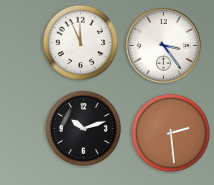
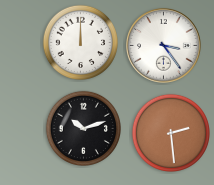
clock at (80, 42): 11:56 -> 12:00
